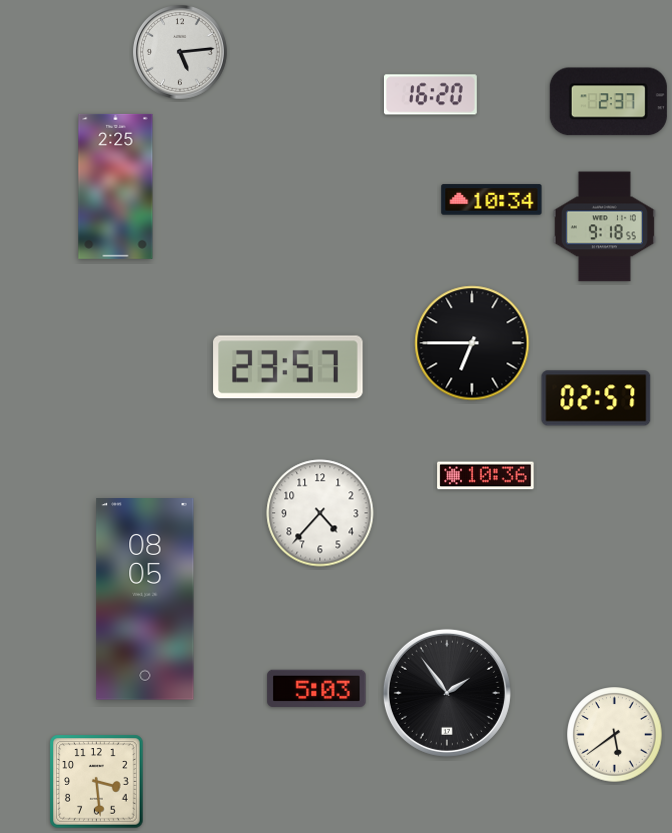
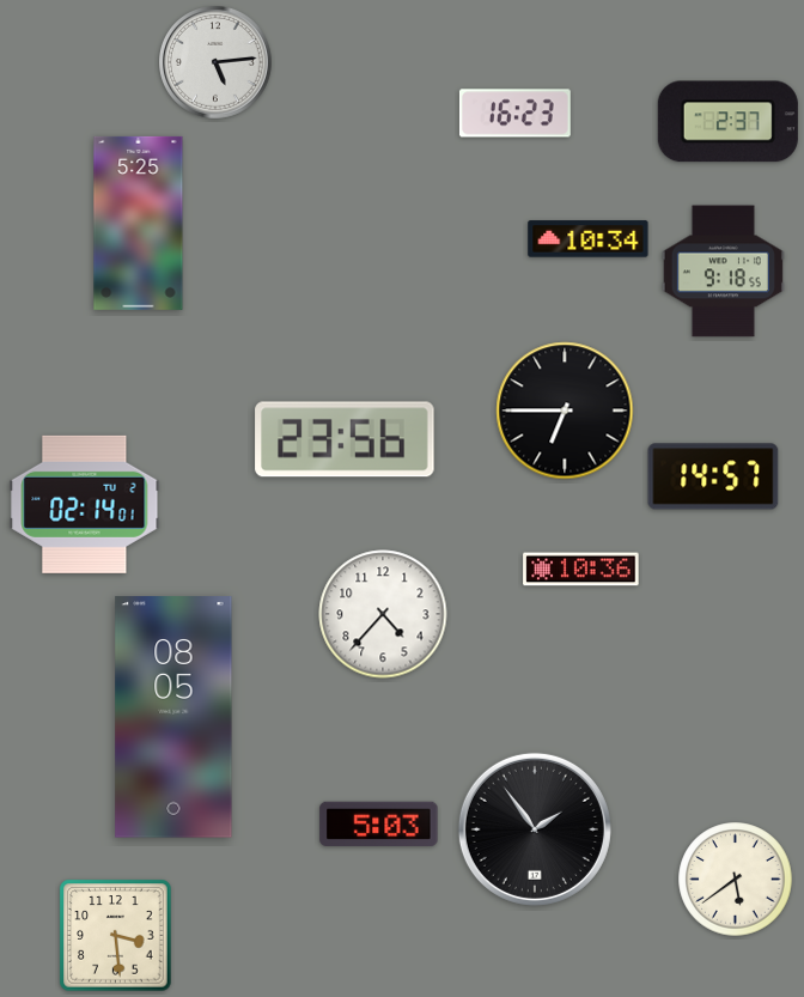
clock at (430, 95): 16:20 -> 16:23
clock at (116, 186): 2:25 -> 5:25
clock at (288, 367): 23:57 -> 23:56
clock at (596, 398): 02:57 -> 14:57
clock at (85, 504): none -> 02:14
